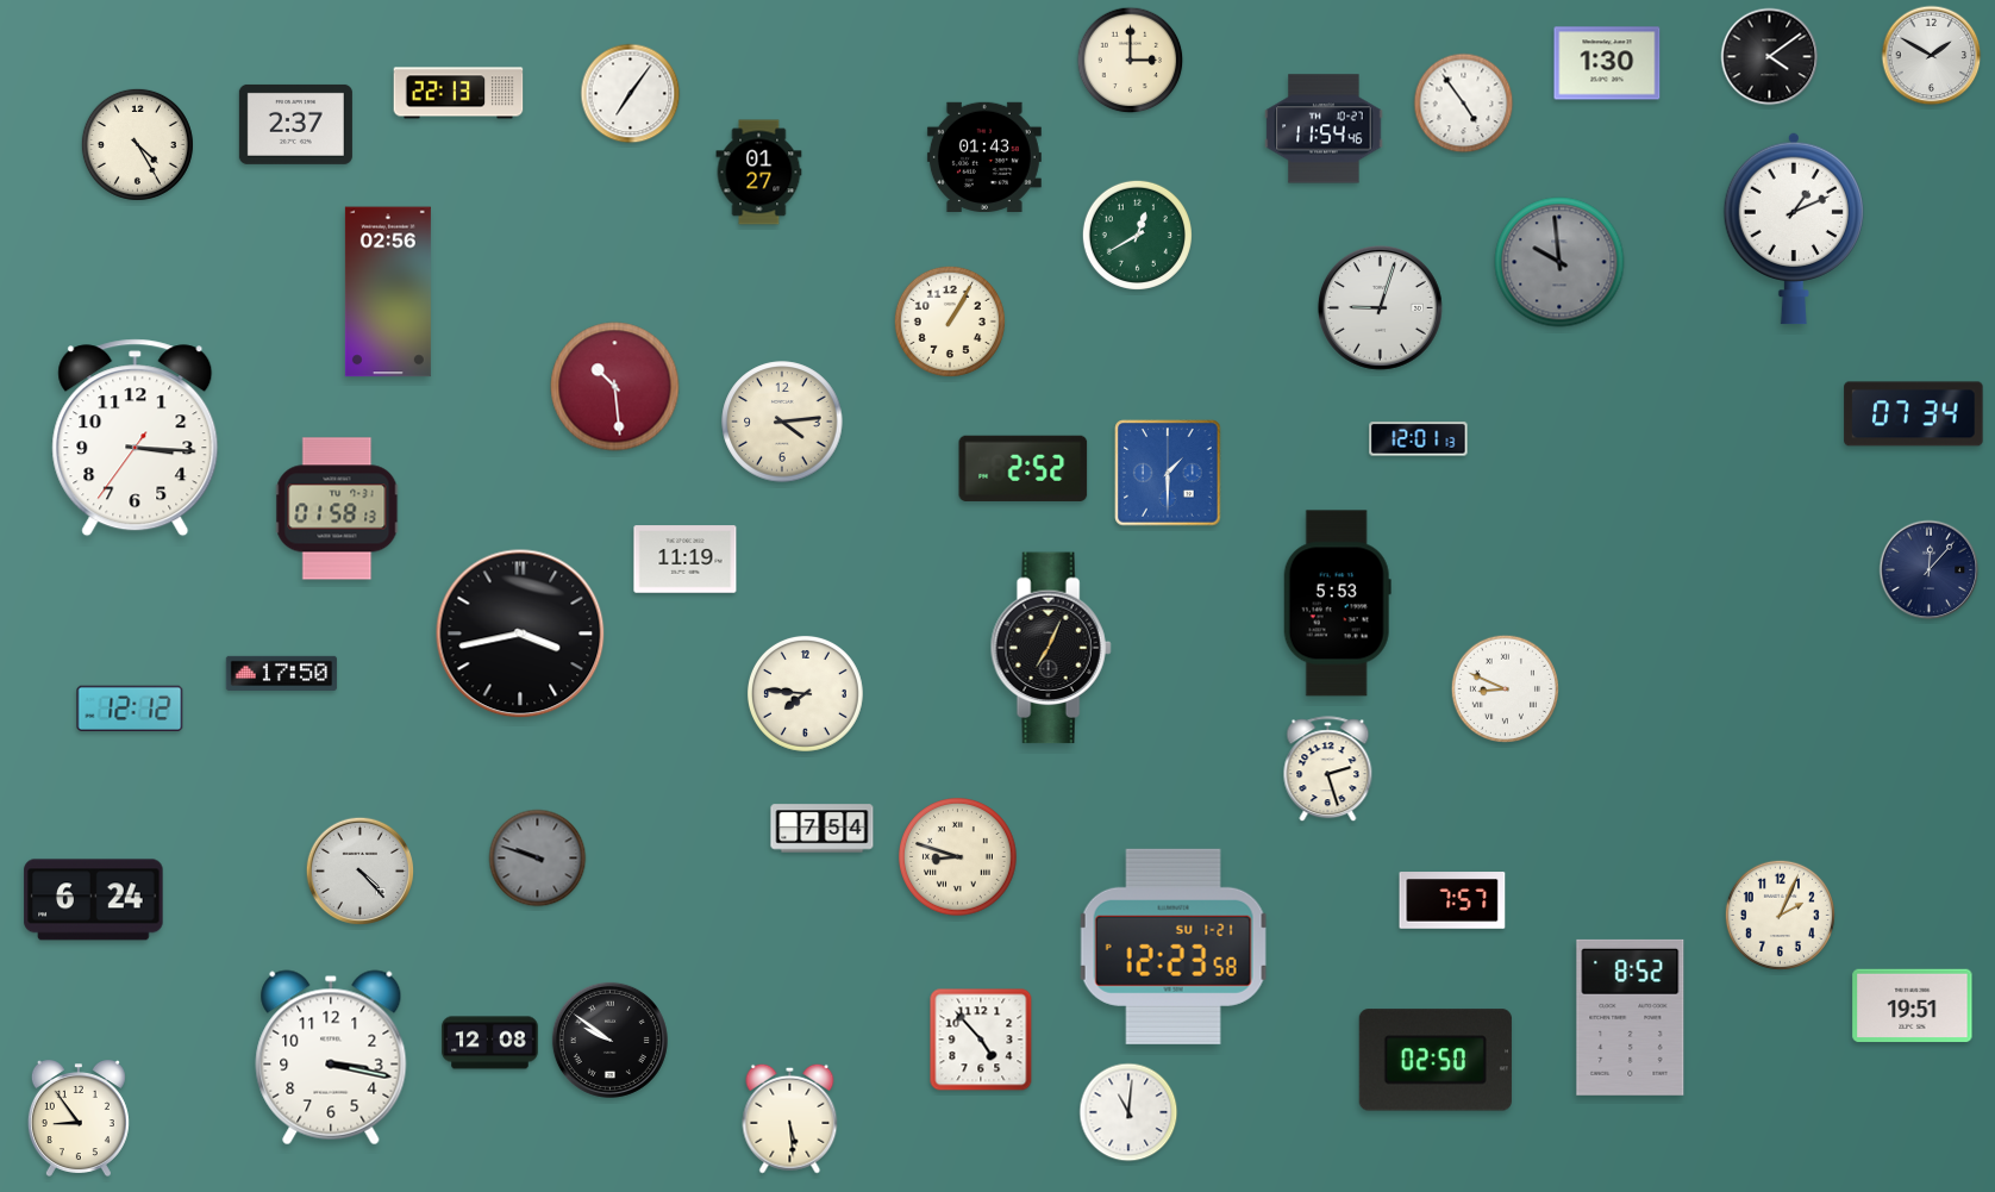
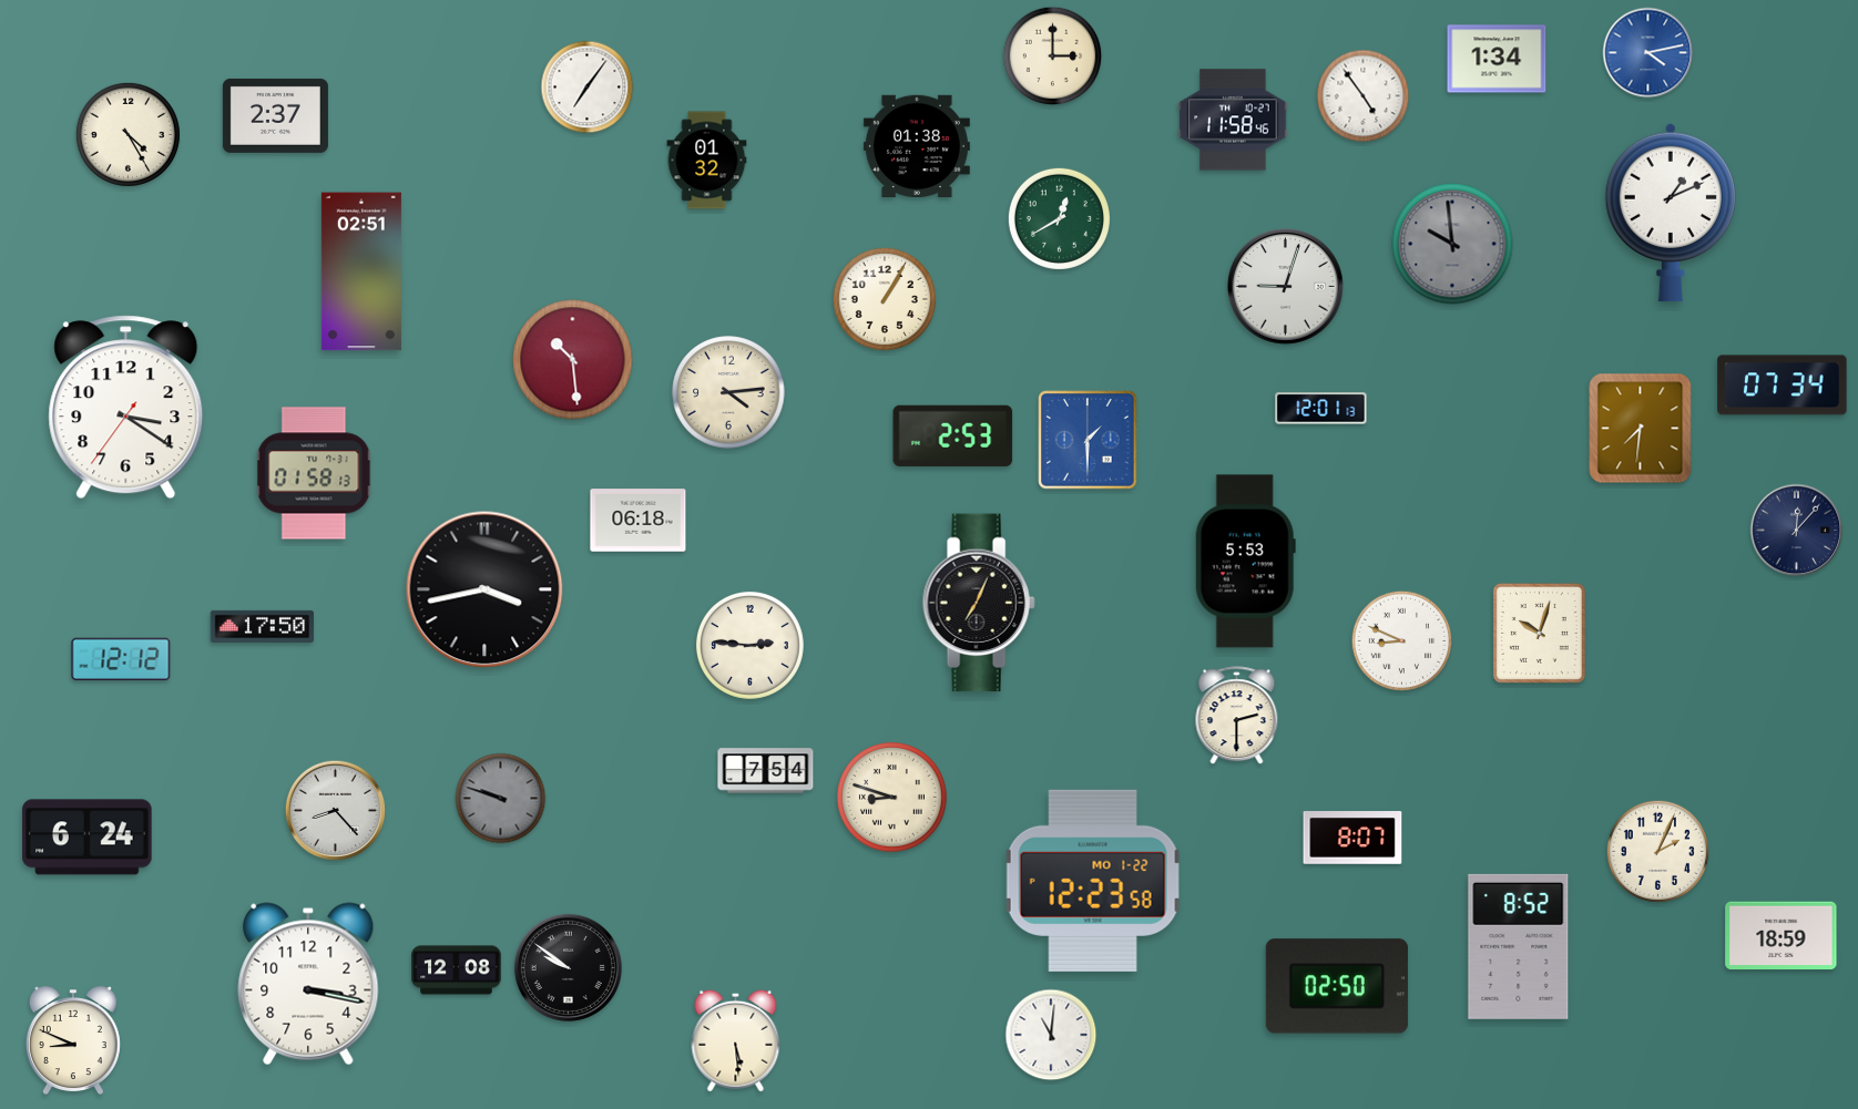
clock at (1932, 56): 1:50 -> none
clock at (1770, 57): 4:09 -> 4:13
clock at (1770, 57) dial: black -> blue
clock at (1607, 63): 1:30 -> 1:34
clock at (458, 93): 22:13 -> none
clock at (1324, 129): 11:54 -> 11:58
clock at (984, 156): 01:43 -> 01:38
clock at (759, 173): 01:27 -> 01:32
clock at (388, 292): 02:56 -> 02:51
clock at (136, 438): 3:15 -> 3:20
clock at (1641, 429): none -> 7:31
clock at (1024, 468): 2:52 -> 2:53
clock at (686, 560): 11:19 -> 06:18
clock at (1539, 633): none -> 10:03
clock at (805, 693): 7:46 -> 2:46
clock at (1328, 769): 2:27 -> 2:30
clock at (361, 872): 4:23 -> 8:23
clock at (1452, 900): 7:57 -> 8:07
clock at (1174, 947) date: SU 1-21 -> MO 1-22
clock at (1913, 1006): 19:51 -> 18:59
clock at (981, 1040): 4:53 -> none
clock at (79, 1118): 8:54 -> 8:49
